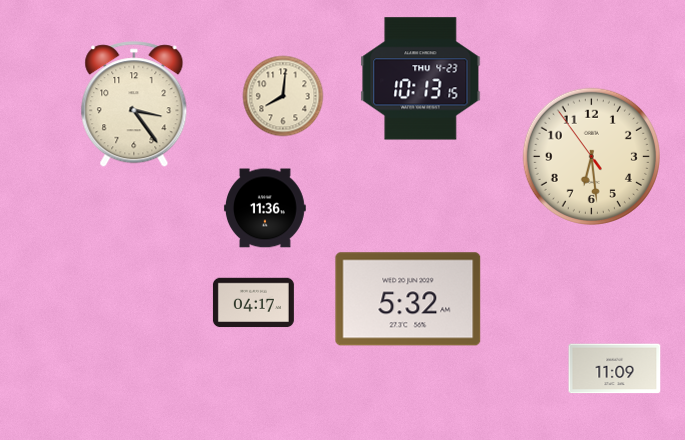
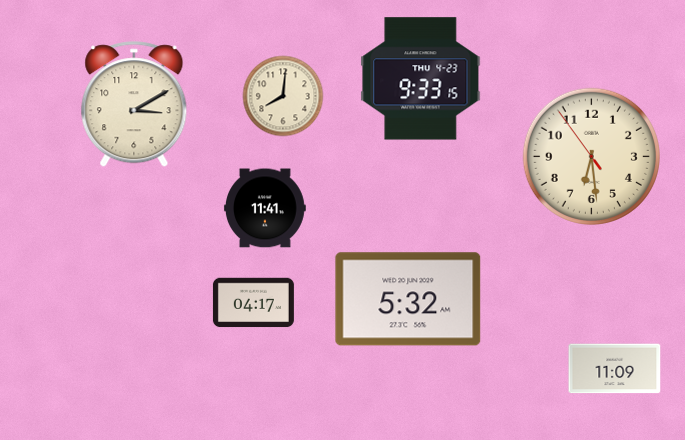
clock at (421, 79): 10:13 -> 9:33
clock at (134, 105): 3:24 -> 3:10
clock at (265, 208): 11:36 -> 11:41
